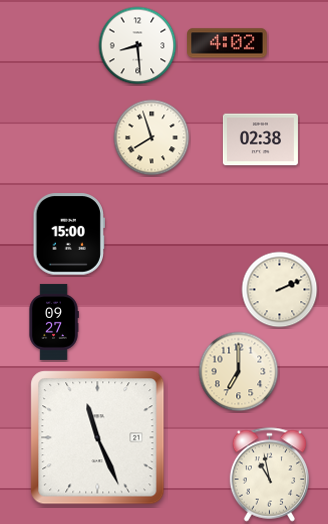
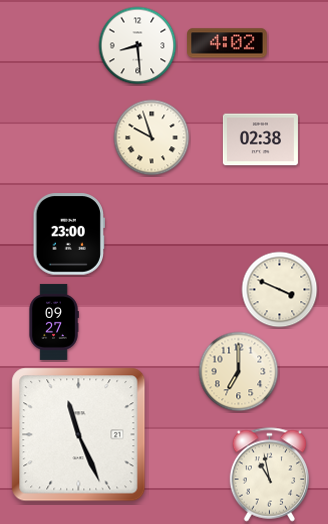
clock at (152, 138): 7:57 -> 9:57
clock at (68, 234): 15:00 -> 23:00
clock at (280, 290): 2:11 -> 3:49
clock at (98, 438) position: (98, 438) -> (79, 435)
